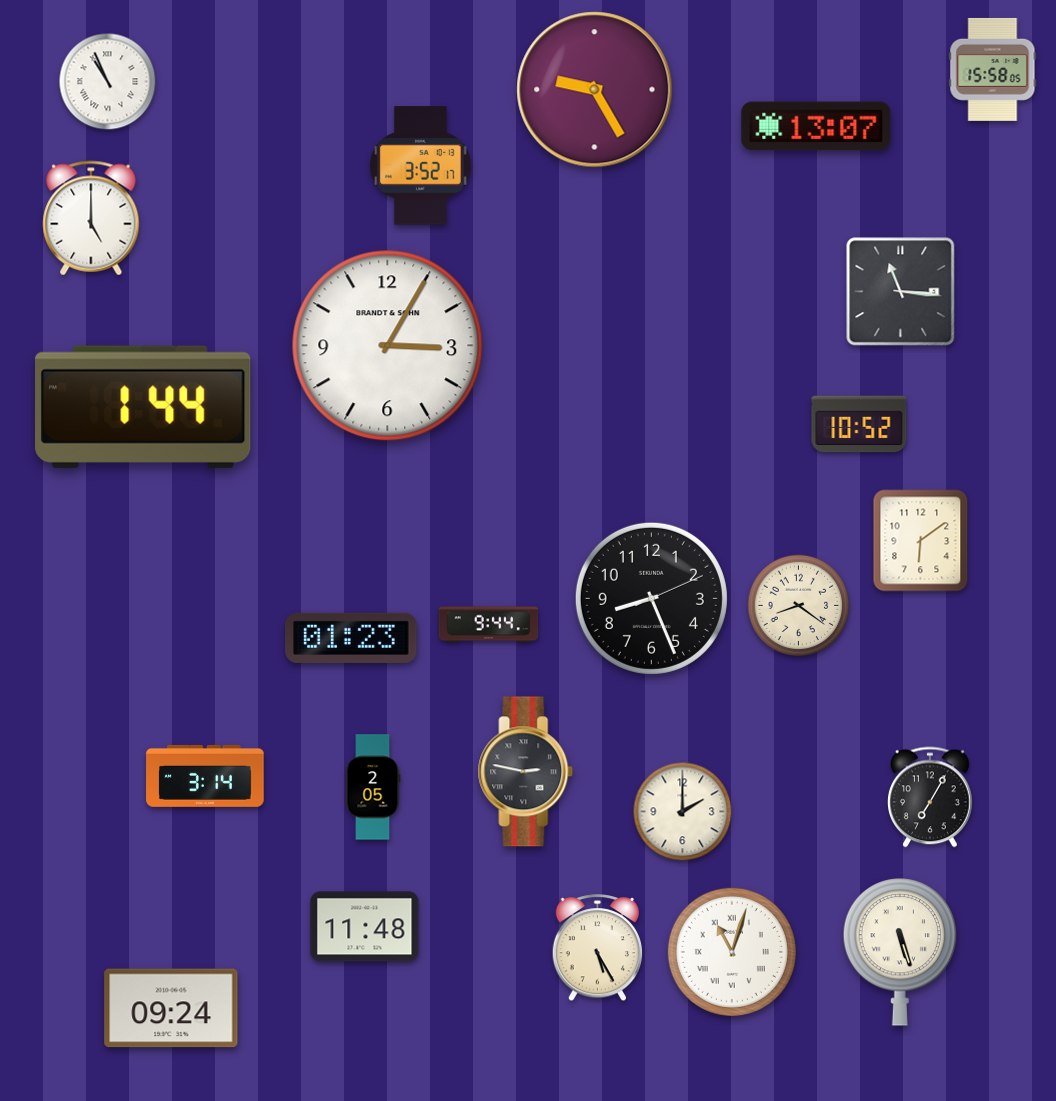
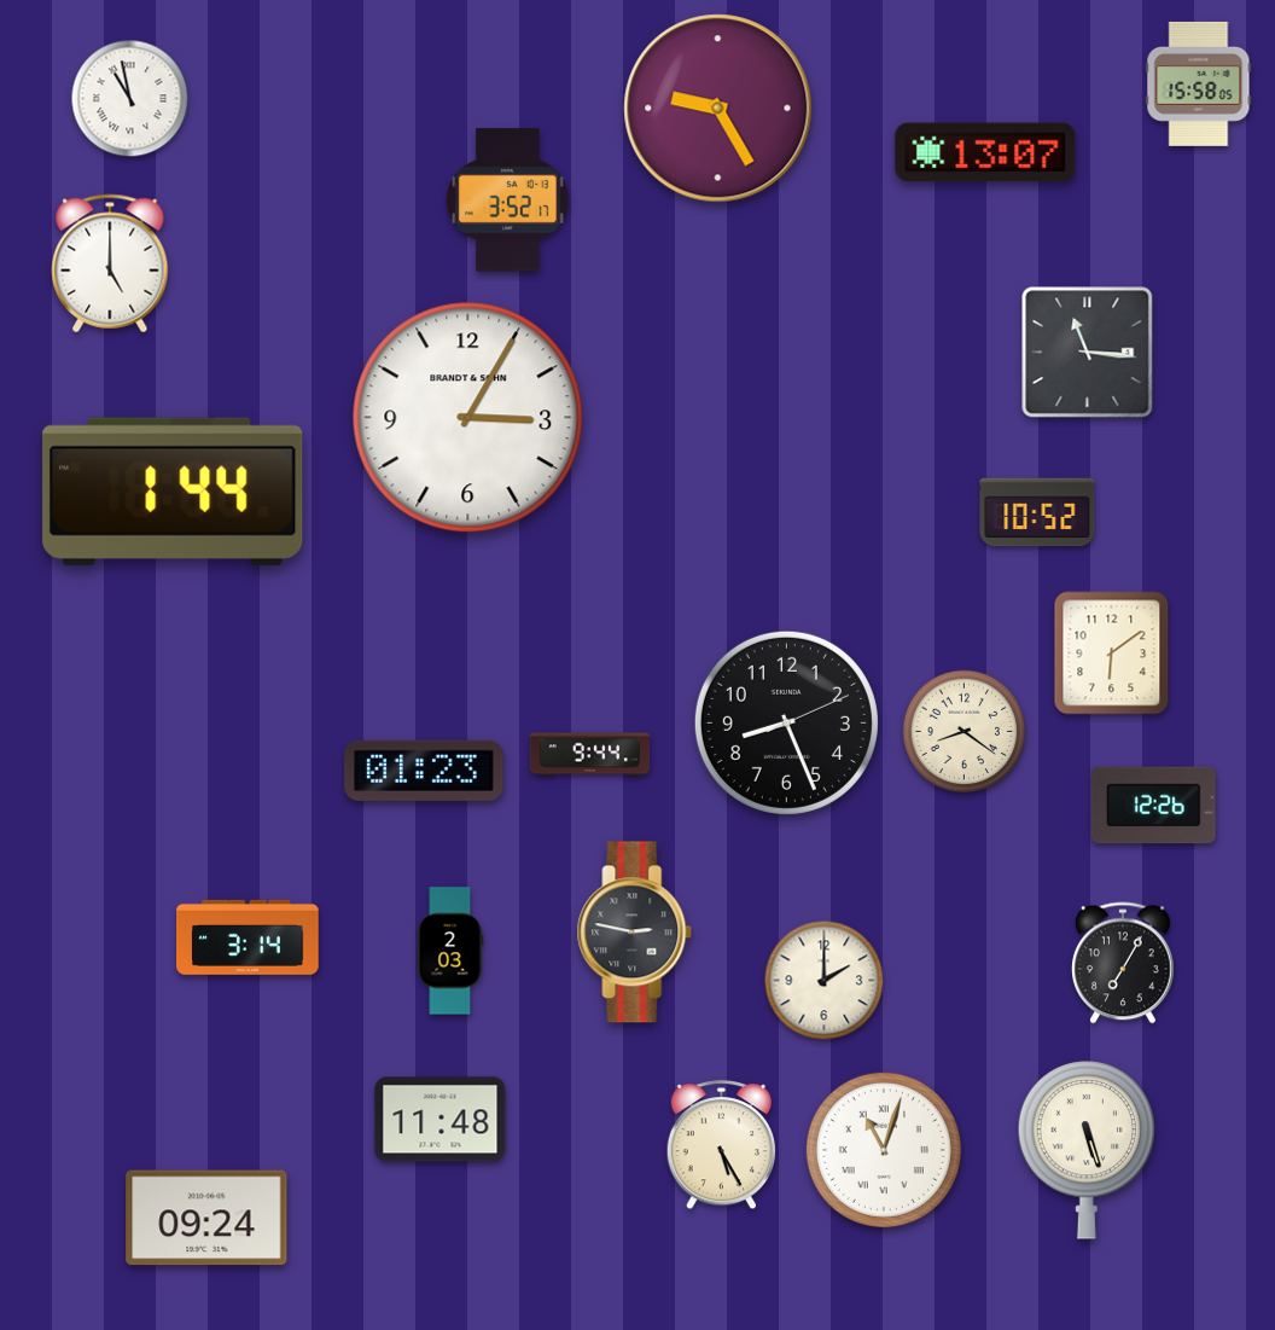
clock at (108, 82): 10:56 -> 10:58
clock at (1153, 806): none -> 12:26
clock at (373, 787): 2:05 -> 2:03
